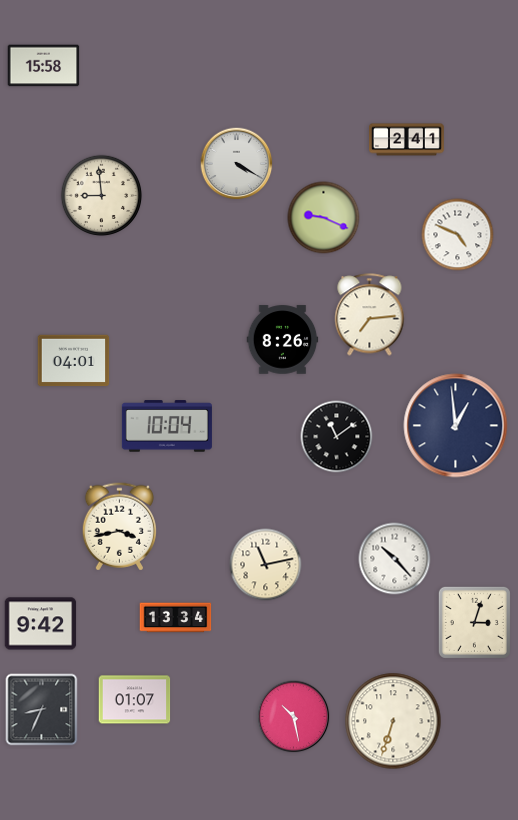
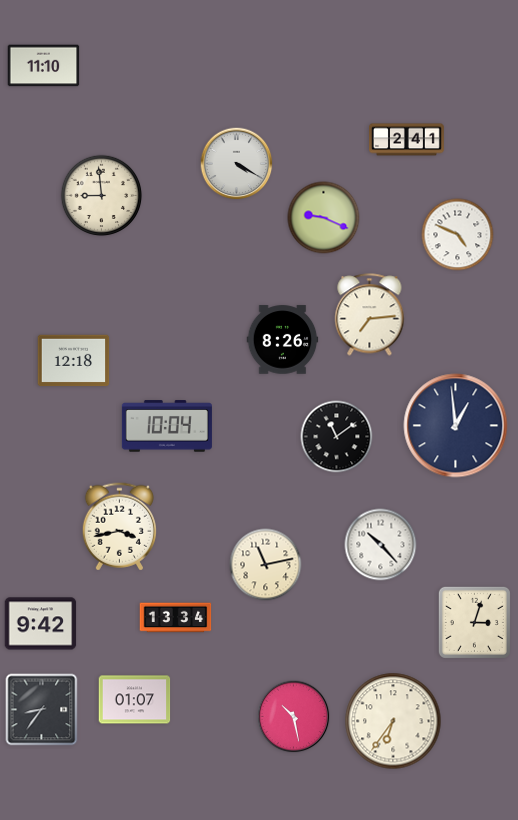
clock at (44, 66): 15:58 -> 11:10
clock at (74, 361): 04:01 -> 12:18
clock at (395, 559) position: (395, 559) -> (381, 545)
clock at (42, 710): 8:34 -> 8:36
clock at (393, 721): 6:33 -> 6:36
